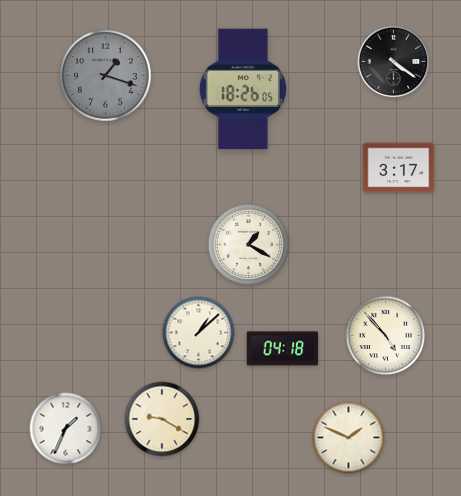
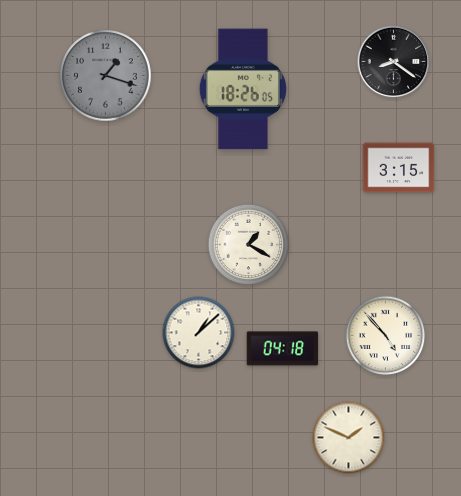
clock at (394, 62): 4:21 -> 8:21
clock at (399, 168): 3:17 -> 3:15
clock at (162, 419): 9:20 -> none
clock at (66, 429): 1:34 -> none
